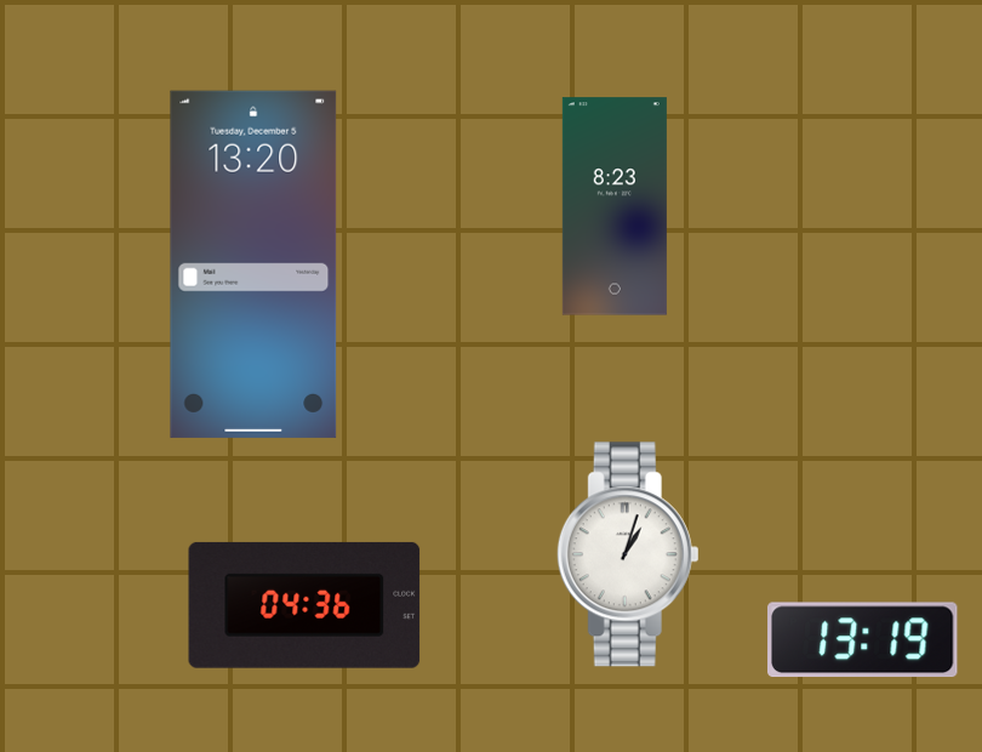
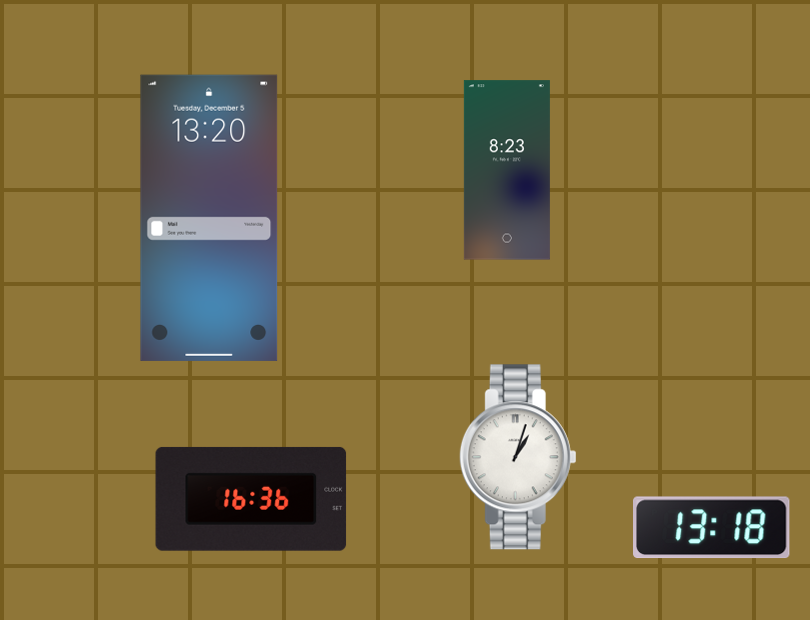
clock at (304, 605): 04:36 -> 16:36
clock at (863, 640): 13:19 -> 13:18
